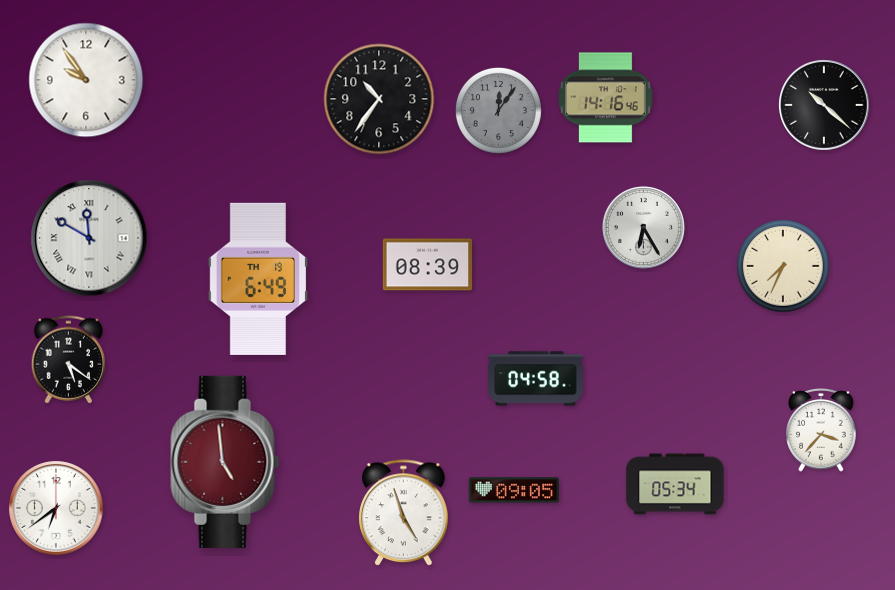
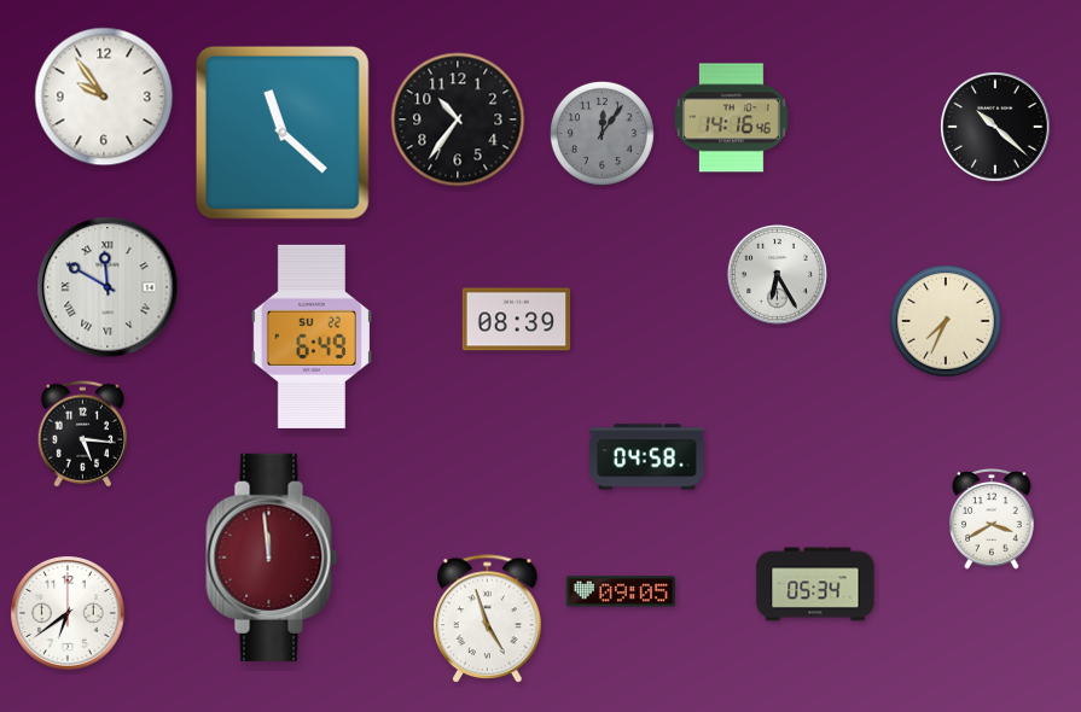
clock at (283, 133): none -> 11:22
clock at (258, 279) date: TH 19 -> SU 22
clock at (69, 360): 5:21 -> 5:16
clock at (821, 431): 3:37 -> 3:40
clock at (225, 462): 4:59 -> 11:59
